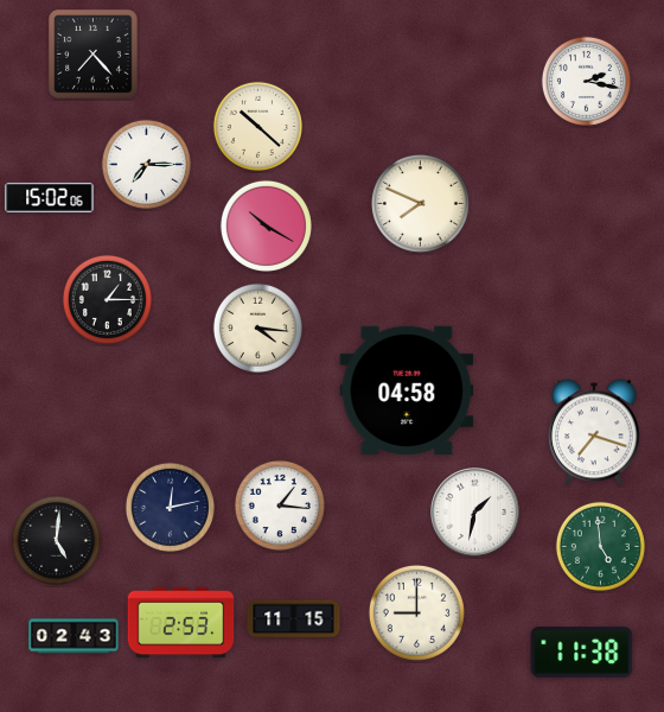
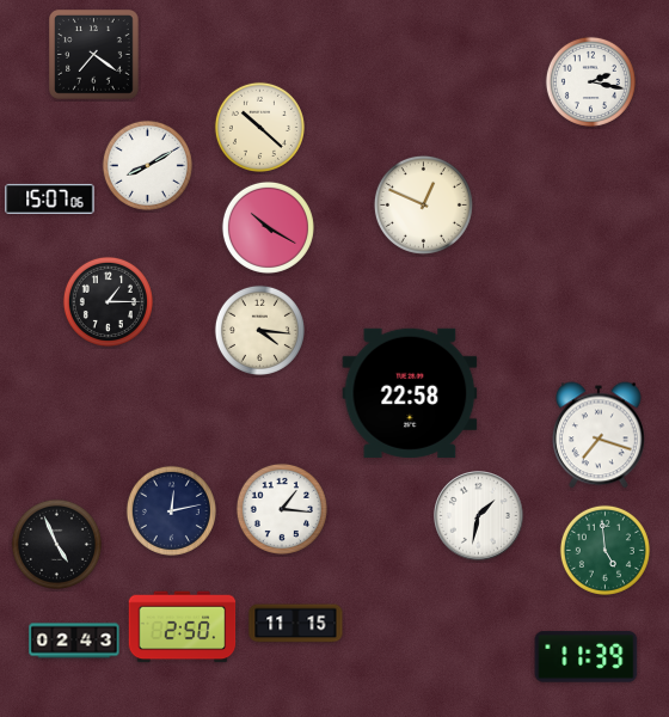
clock at (94, 55): 7:23 -> 7:21
clock at (146, 164): 7:15 -> 8:10
clock at (50, 197): 15:02 -> 15:07
clock at (420, 203): 7:49 -> 12:49
clock at (407, 390): 04:58 -> 22:58
clock at (56, 540): 5:01 -> 4:56
clock at (416, 612): 9:00 -> none
clock at (181, 623): 2:53 -> 2:50
clock at (582, 653): 11:38 -> 11:39
